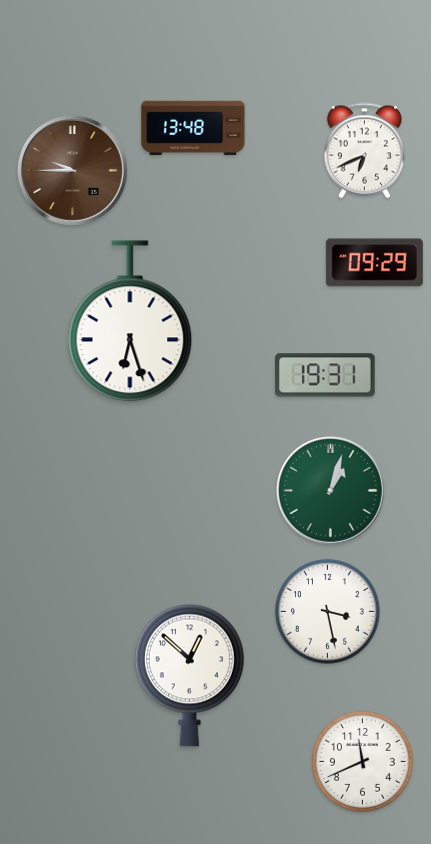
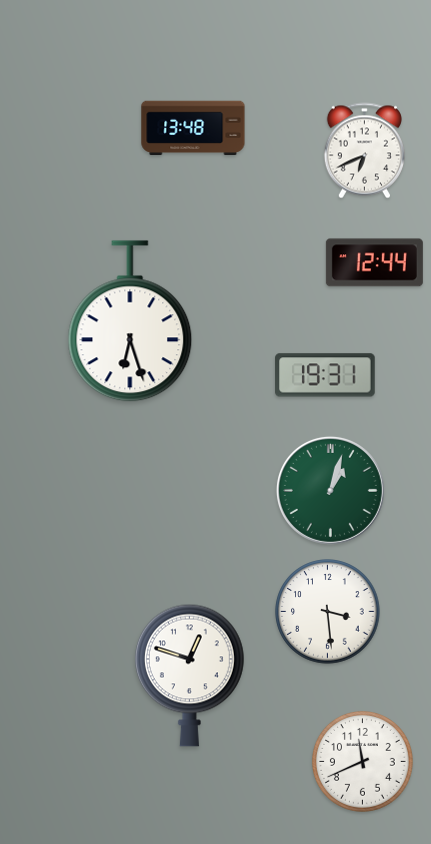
clock at (72, 170): 9:45 -> none
clock at (374, 263): 09:29 -> 12:44
clock at (328, 612): 3:28 -> 3:29
clock at (189, 675): 12:52 -> 12:48
